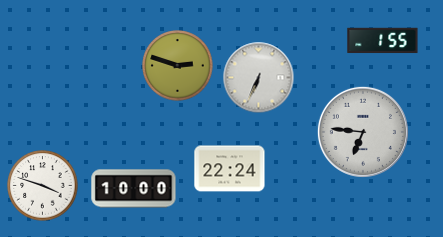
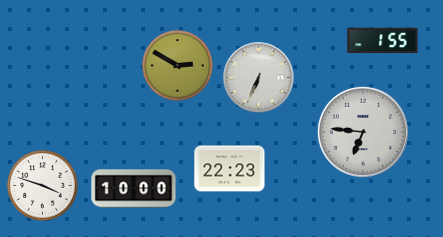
clock at (178, 66): 2:48 -> 2:50
clock at (230, 169): 22:24 -> 22:23
